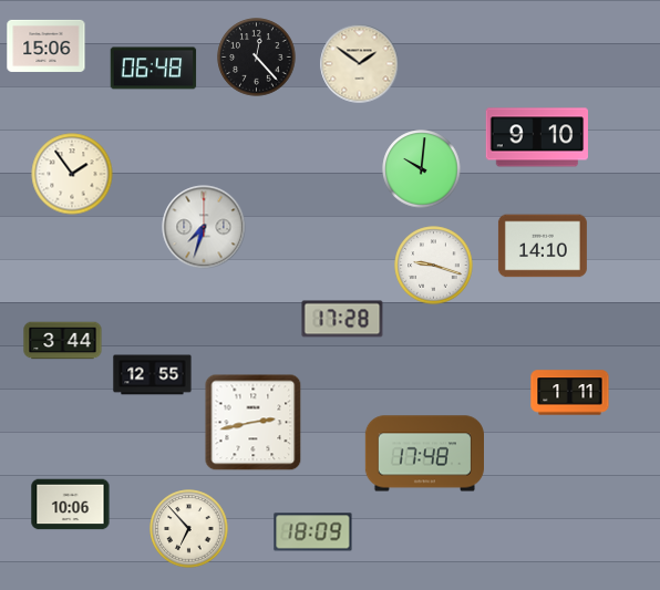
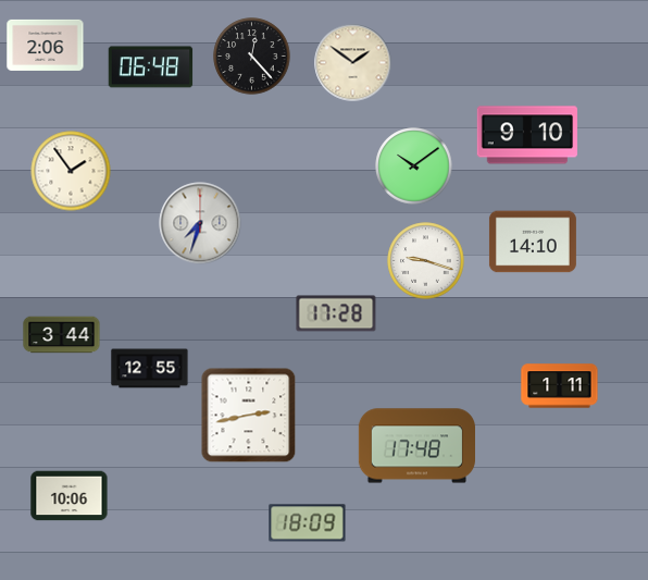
clock at (47, 45): 15:06 -> 2:06
clock at (422, 169): 10:01 -> 10:09
clock at (189, 529): 6:53 -> none
